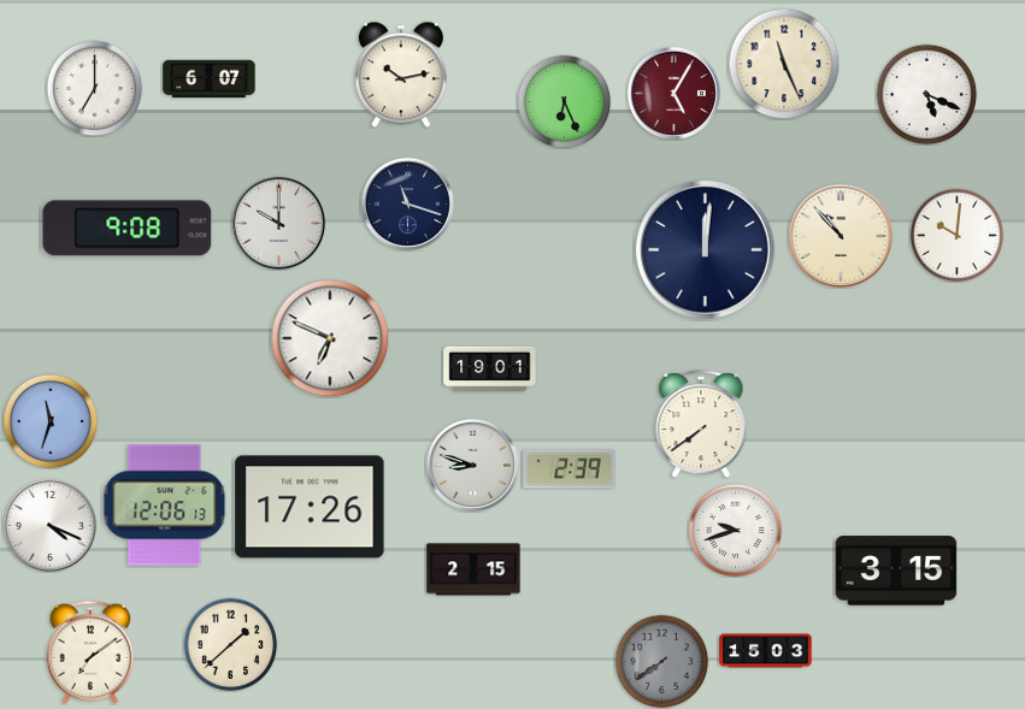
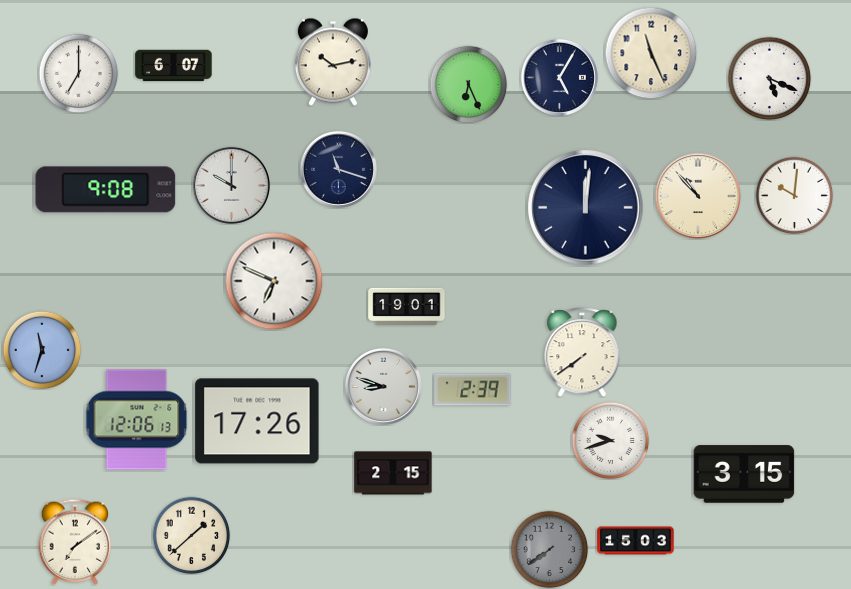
clock at (673, 93) dial: burgundy -> navy
clock at (472, 465) position: (472, 465) -> (383, 386)
clock at (49, 525): 4:19 -> none
